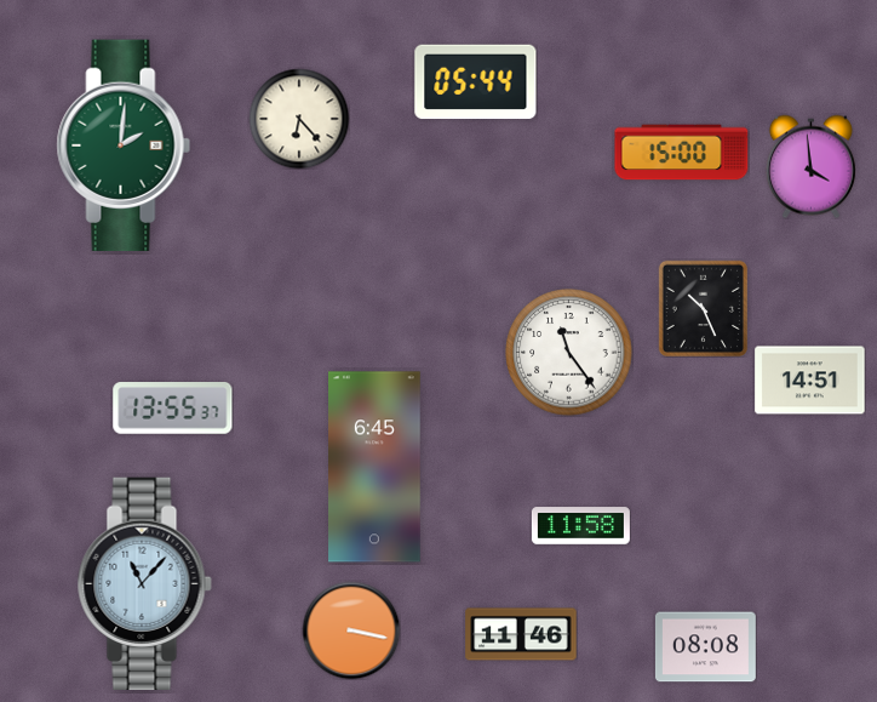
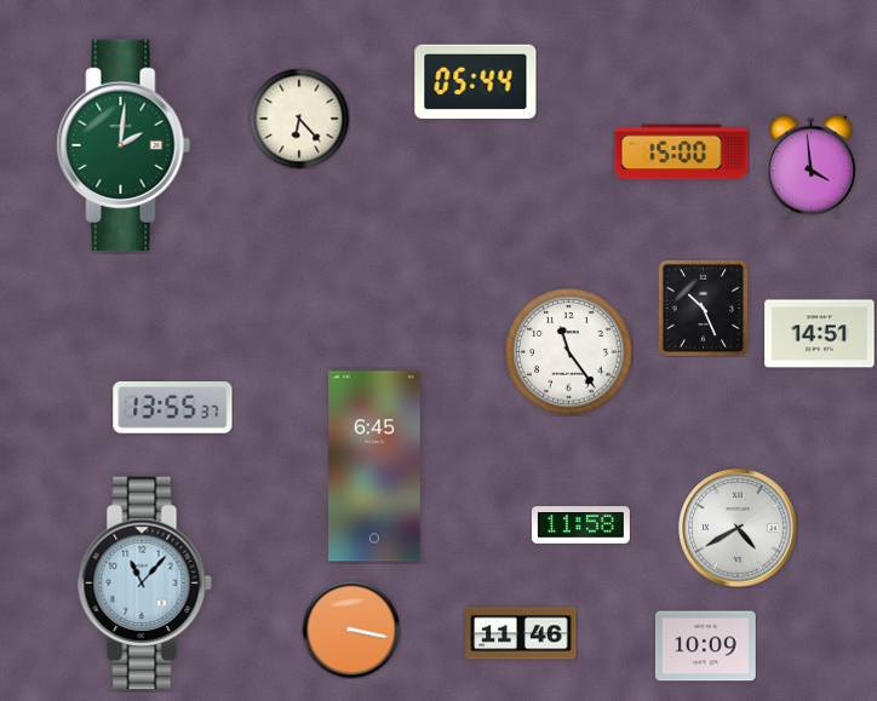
clock at (810, 381) position: (810, 381) -> (820, 334)
clock at (738, 528): none -> 4:40
clock at (705, 647): 08:08 -> 10:09
